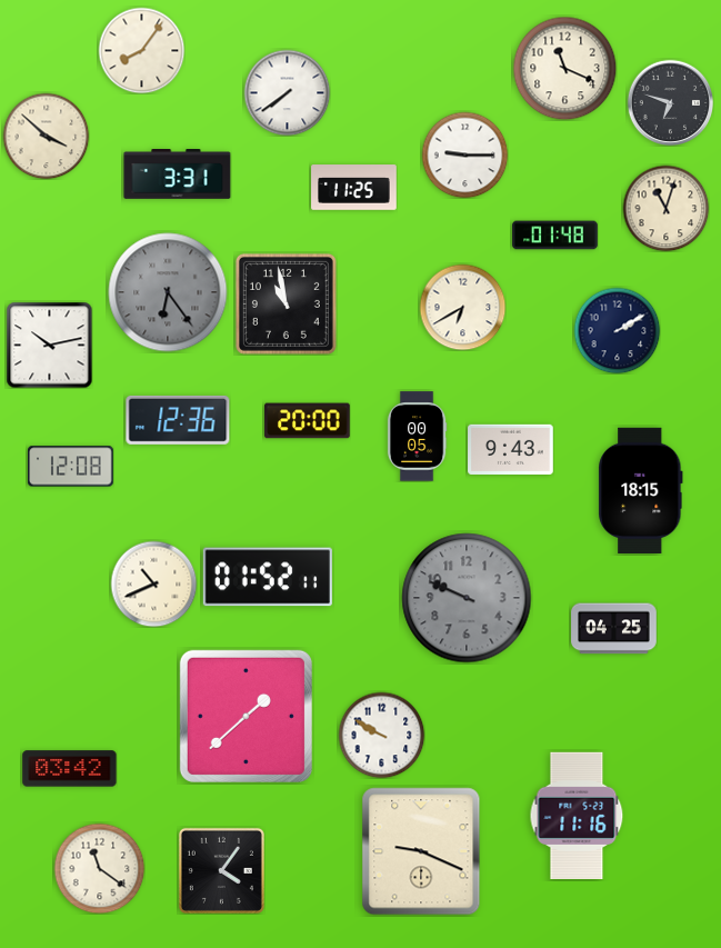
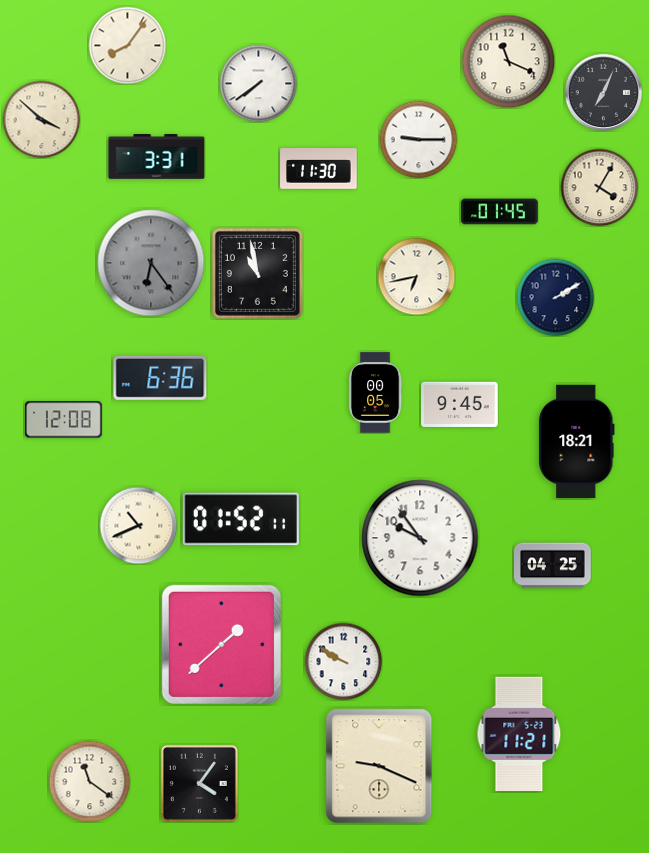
clock at (670, 102): 6:48 -> 7:04
clock at (46, 136) position: (46, 136) -> (41, 119)
clock at (178, 174) position: (178, 174) -> (157, 157)
clock at (354, 188): 11:25 -> 11:30
clock at (665, 208): 11:03 -> 4:05
clock at (555, 236): 01:48 -> 01:45
clock at (462, 307): 6:40 -> 6:43
clock at (49, 345): 10:13 -> none
clock at (178, 420): 12:36 -> 6:36
clock at (308, 421): 20:00 -> none
clock at (511, 449): 9:43 -> 9:45
clock at (641, 490): 18:15 -> 18:21
clock at (467, 598): 9:49 -> 9:54
clock at (467, 598) dial: grey -> white
clock at (70, 769): 03:42 -> none
clock at (577, 816): 11:16 -> 11:21
